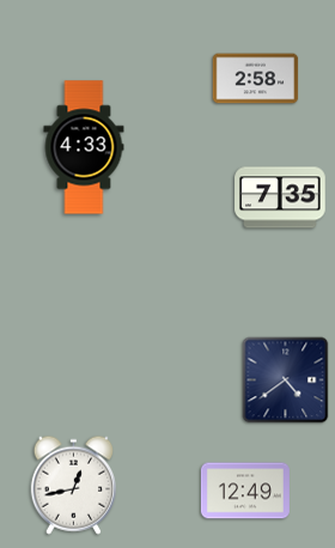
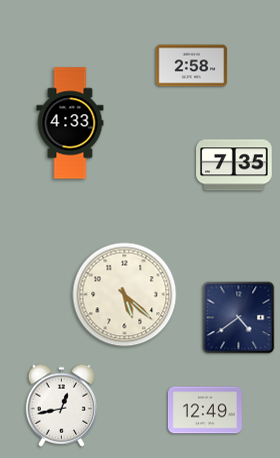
clock at (256, 79) position: (256, 79) -> (192, 66)
clock at (125, 295): none -> 5:22
